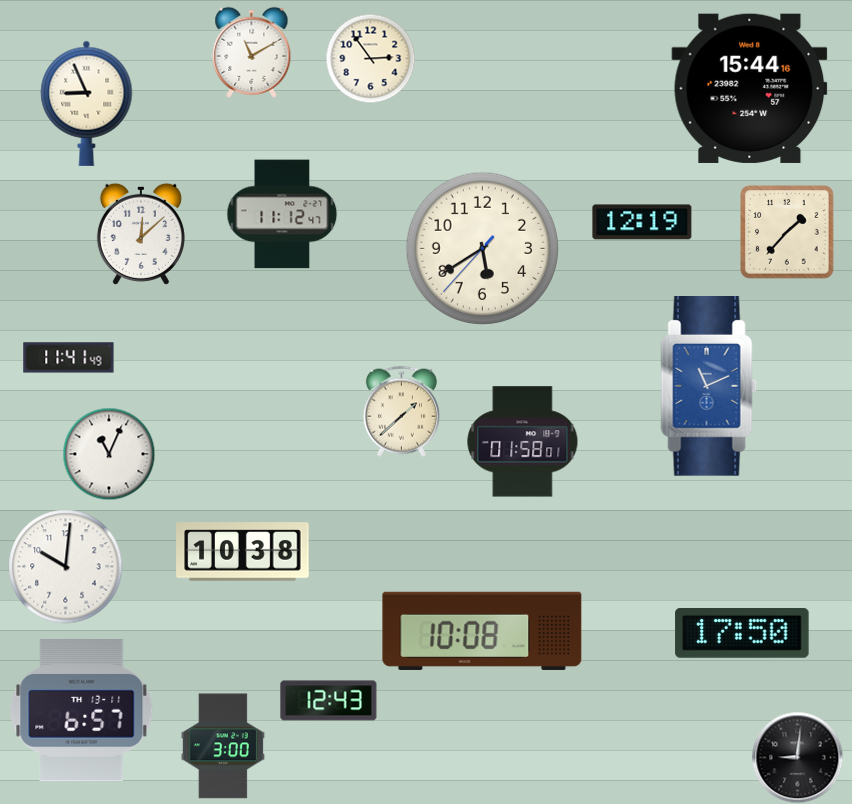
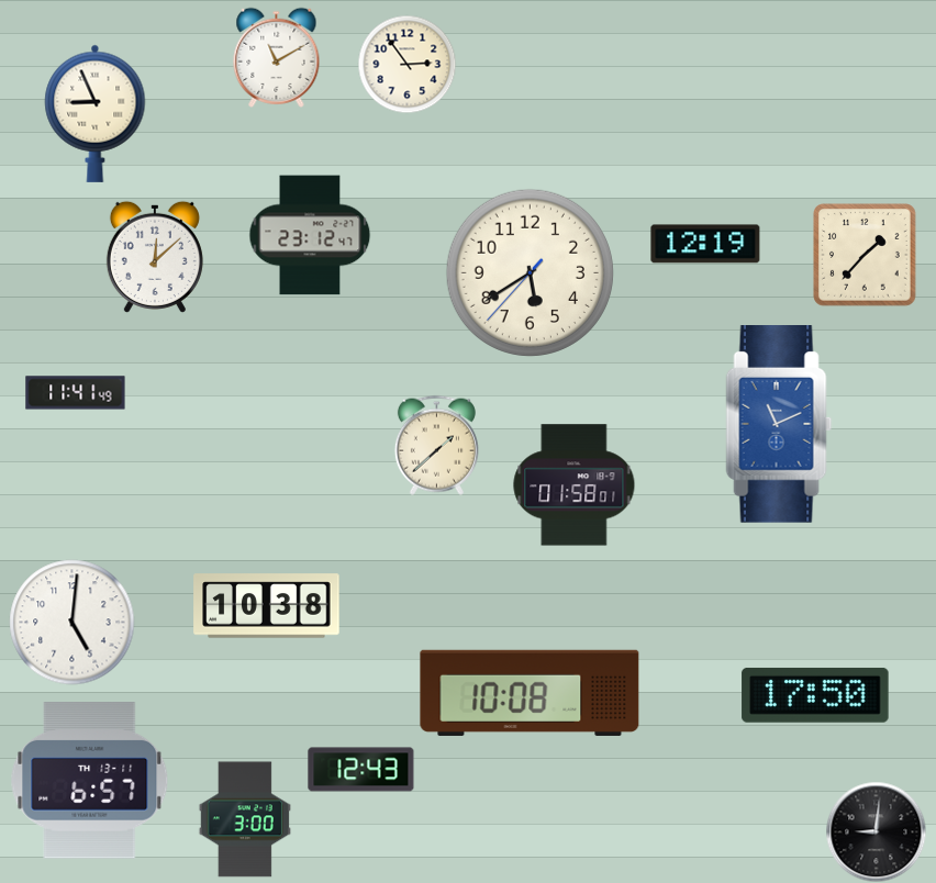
clock at (750, 88): 15:44 -> none
clock at (282, 214): 11:12 -> 23:12
clock at (401, 411) position: (401, 411) -> (436, 445)
clock at (109, 454): 11:04 -> none
clock at (66, 567): 10:01 -> 5:01
